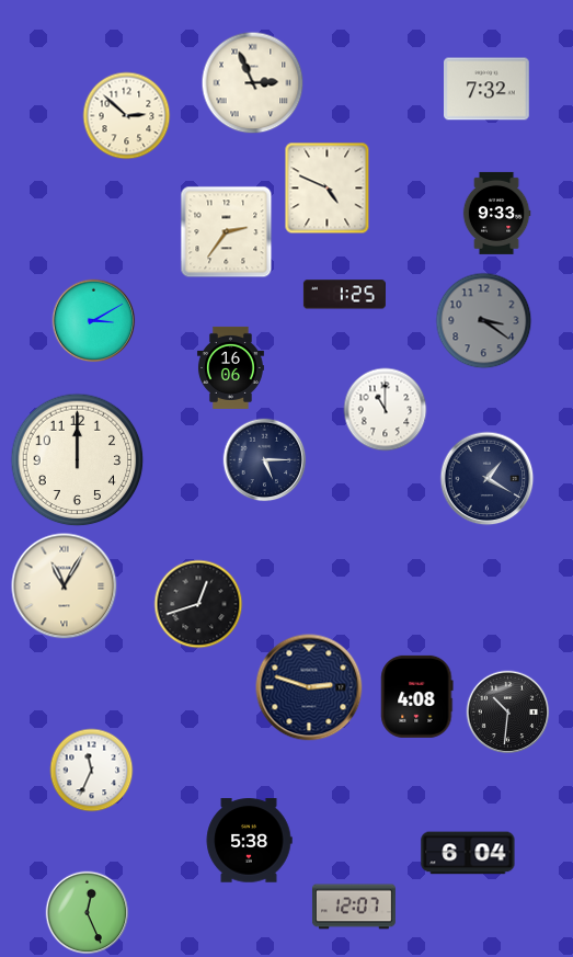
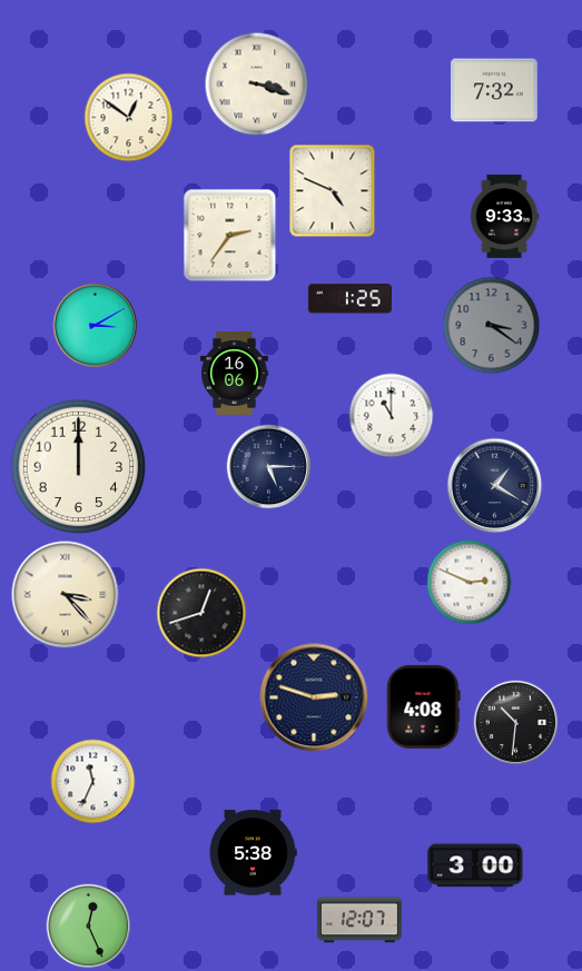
clock at (253, 83): 2:56 -> 3:18
clock at (127, 116): 2:52 -> 12:51
clock at (470, 583): none -> 2:49
clock at (65, 586): 11:05 -> 3:23
clock at (468, 853): 6:04 -> 3:00
